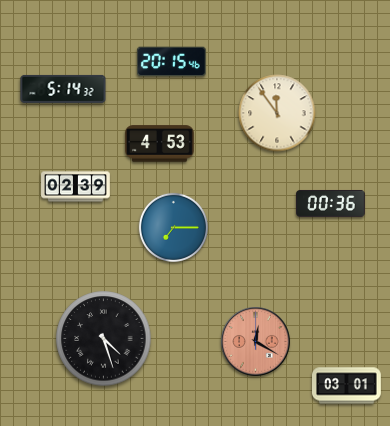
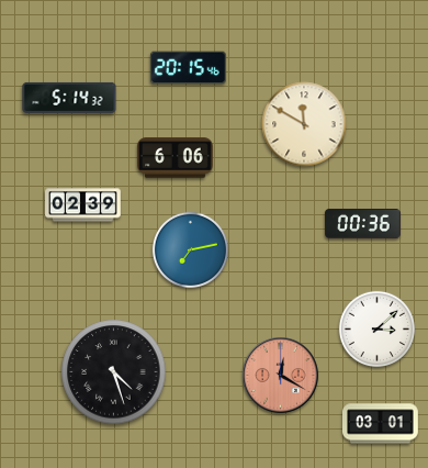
clock at (277, 113): 11:54 -> 11:50
clock at (160, 144): 4:53 -> 6:06
clock at (173, 227): 7:15 -> 7:13
clock at (376, 328): none -> 3:08
